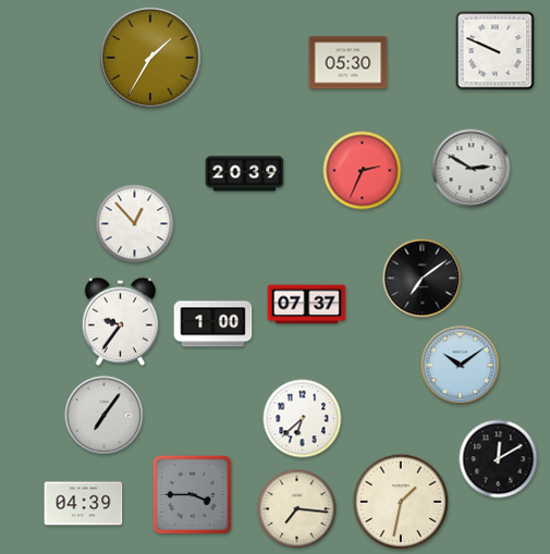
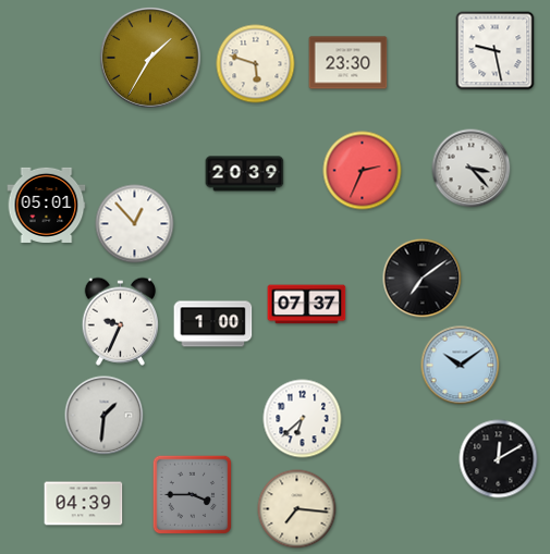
clock at (496, 51): 9:49 -> 9:28
clock at (349, 63): 05:30 -> 23:30
clock at (256, 64): none -> 5:48
clock at (472, 169): 2:50 -> 3:23
clock at (47, 205): none -> 05:01
clock at (121, 321): 9:36 -> 9:34
clock at (105, 416): 7:06 -> 1:31
clock at (401, 502): 1:32 -> none
